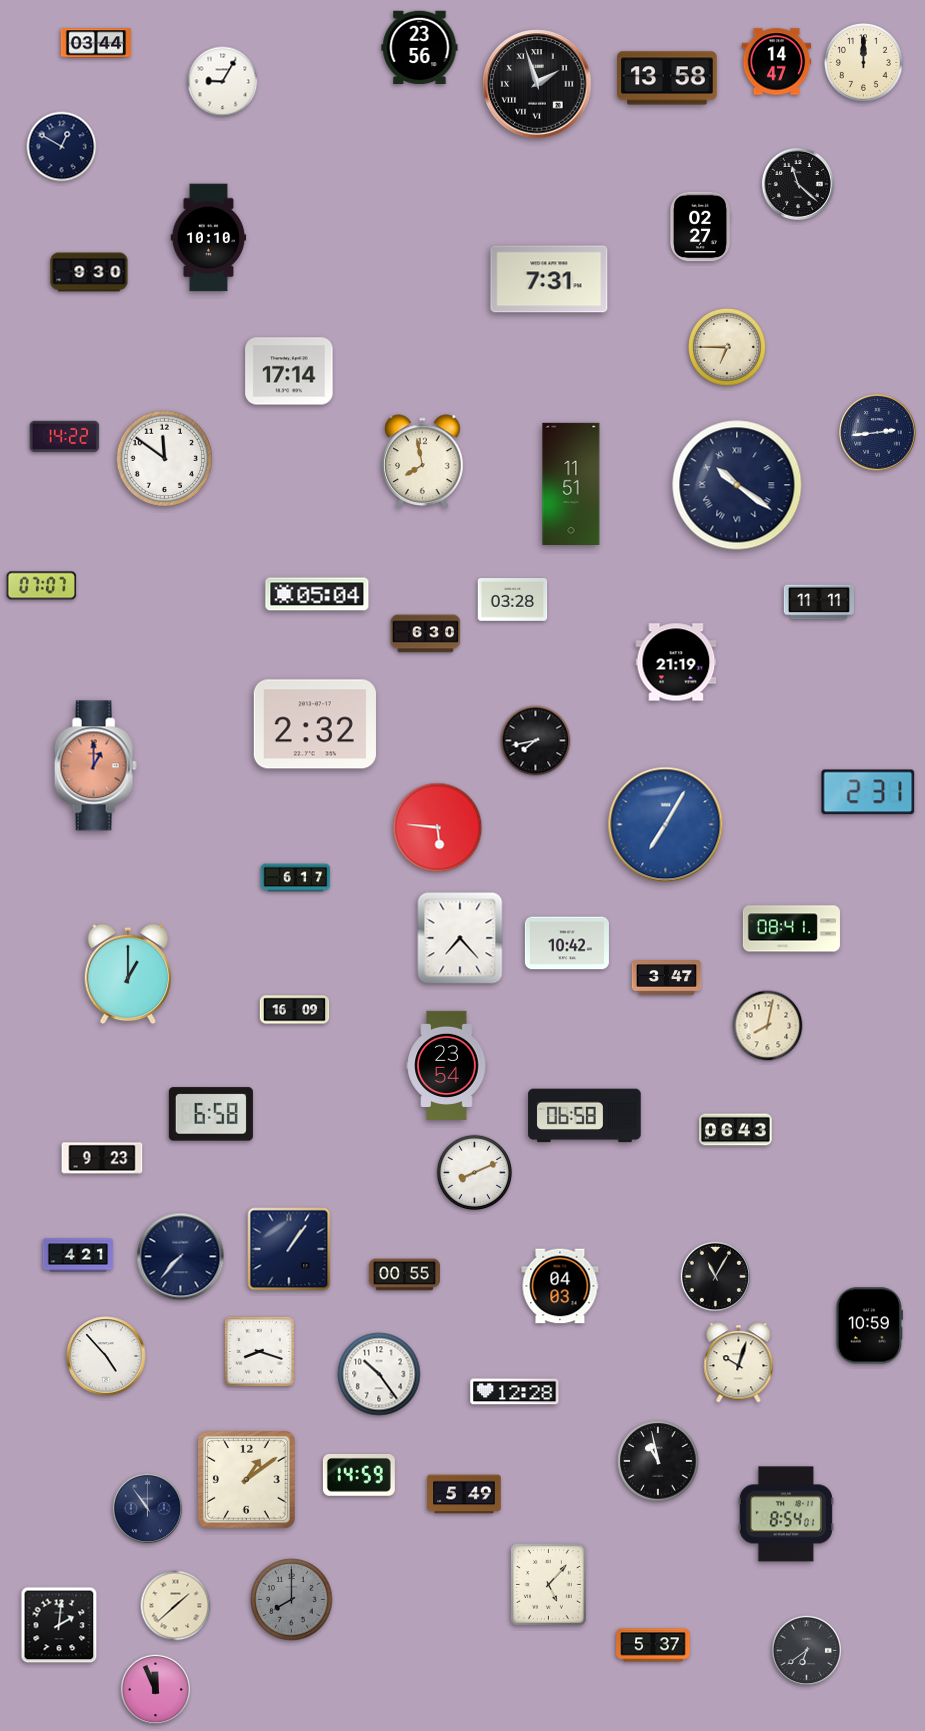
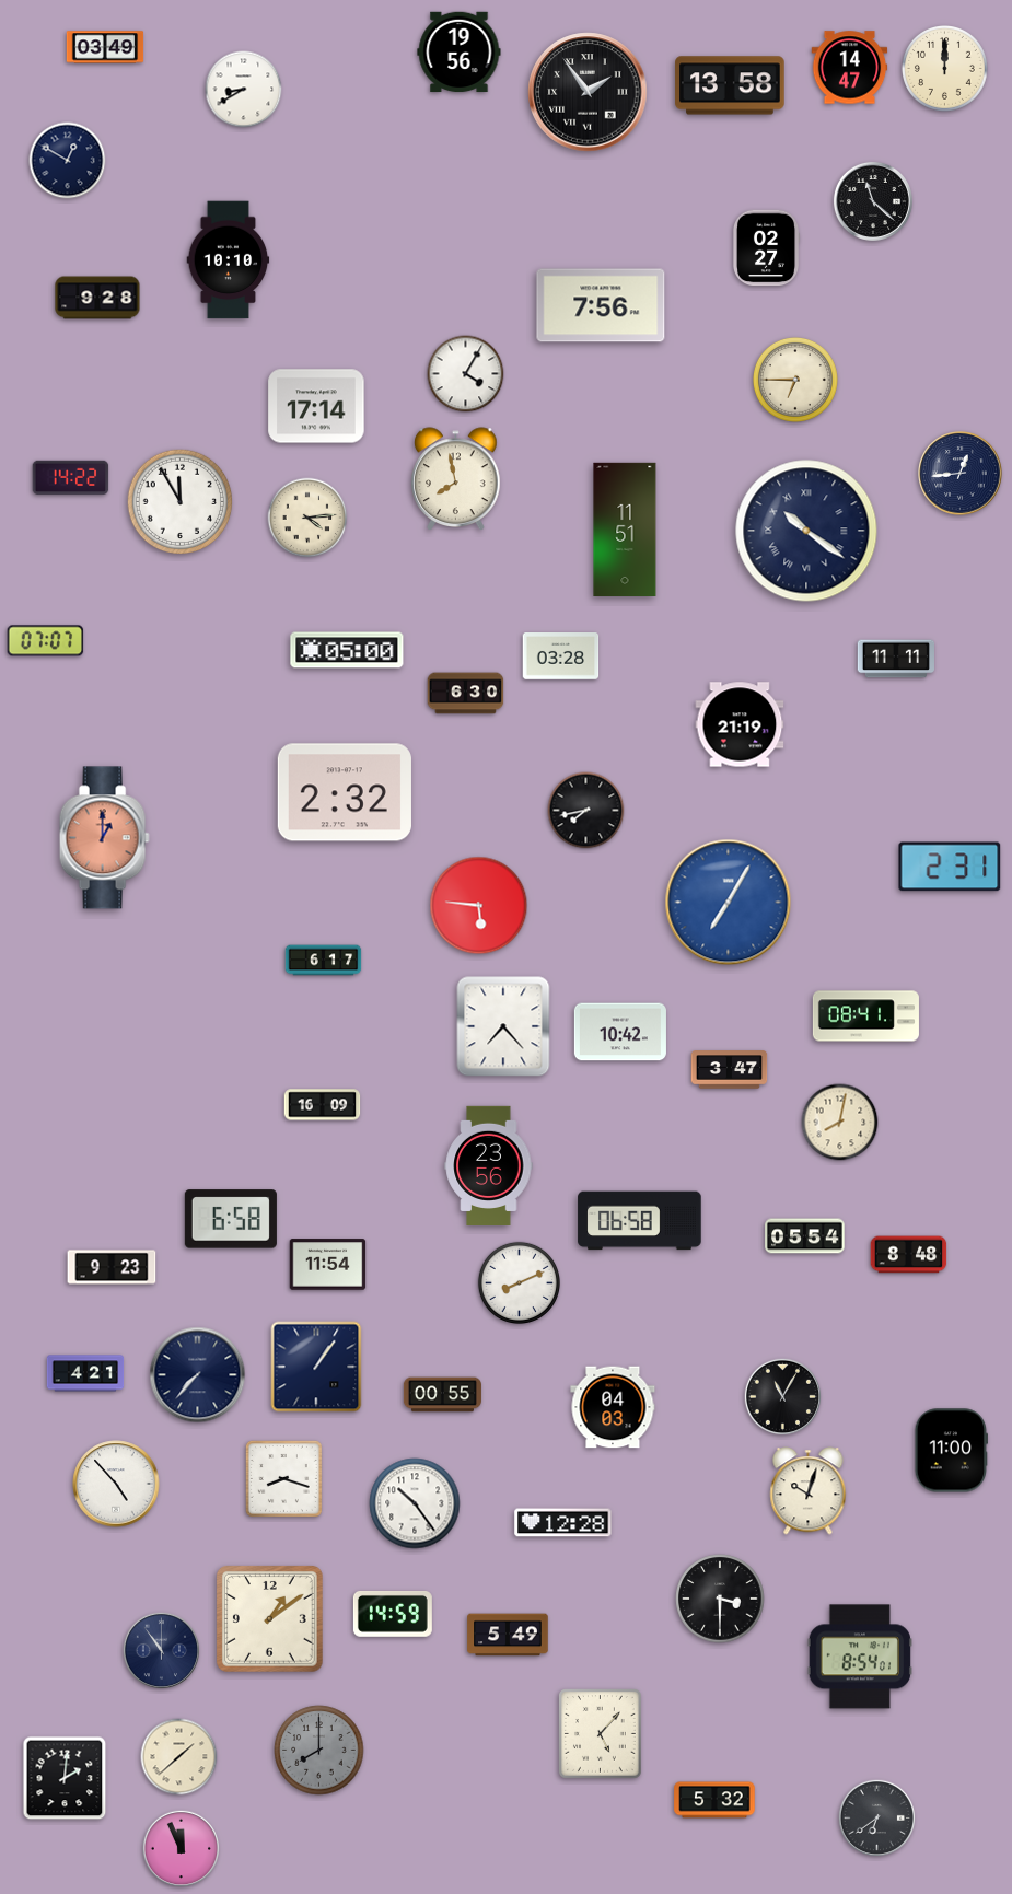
clock at (96, 43): 03:44 -> 03:49
clock at (420, 48): 23:56 -> 19:56
clock at (223, 82): 9:05 -> 8:40
clock at (537, 84): 1:57 -> 1:54
clock at (89, 272): 9:30 -> 9:28
clock at (549, 279): 7:31 -> 7:56
clock at (466, 374): none -> 4:05
clock at (878, 433): 2:44 -> 12:44
clock at (165, 459): 11:51 -> 11:55
clock at (423, 462) position: (423, 462) -> (456, 479)
clock at (307, 518): none -> 4:14
clock at (317, 594): 05:04 -> 05:00
clock at (128, 974): 1:00 -> none
clock at (447, 1065): 23:54 -> 23:56
clock at (736, 1130): 06:43 -> 05:54
clock at (909, 1255): none -> 8:48
clock at (328, 1265): none -> 11:54
clock at (869, 1326): 10:59 -> 11:00
clock at (658, 1461): 10:58 -> 3:30
clock at (176, 1606) position: (176, 1606) -> (179, 1757)
clock at (653, 1645): 5:37 -> 5:32
clock at (807, 1651) position: (807, 1651) -> (877, 1819)
clock at (156, 1690) position: (156, 1690) -> (182, 1849)
